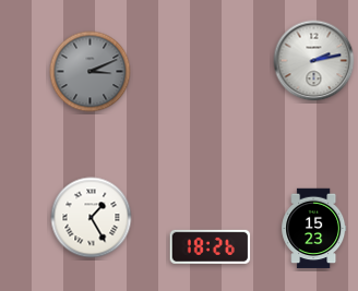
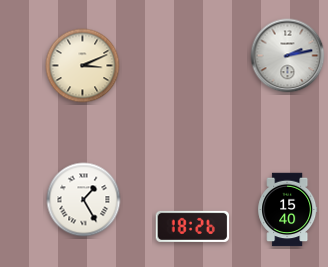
clock at (91, 72) dial: grey -> cream
clock at (314, 229): 15:23 -> 15:40
